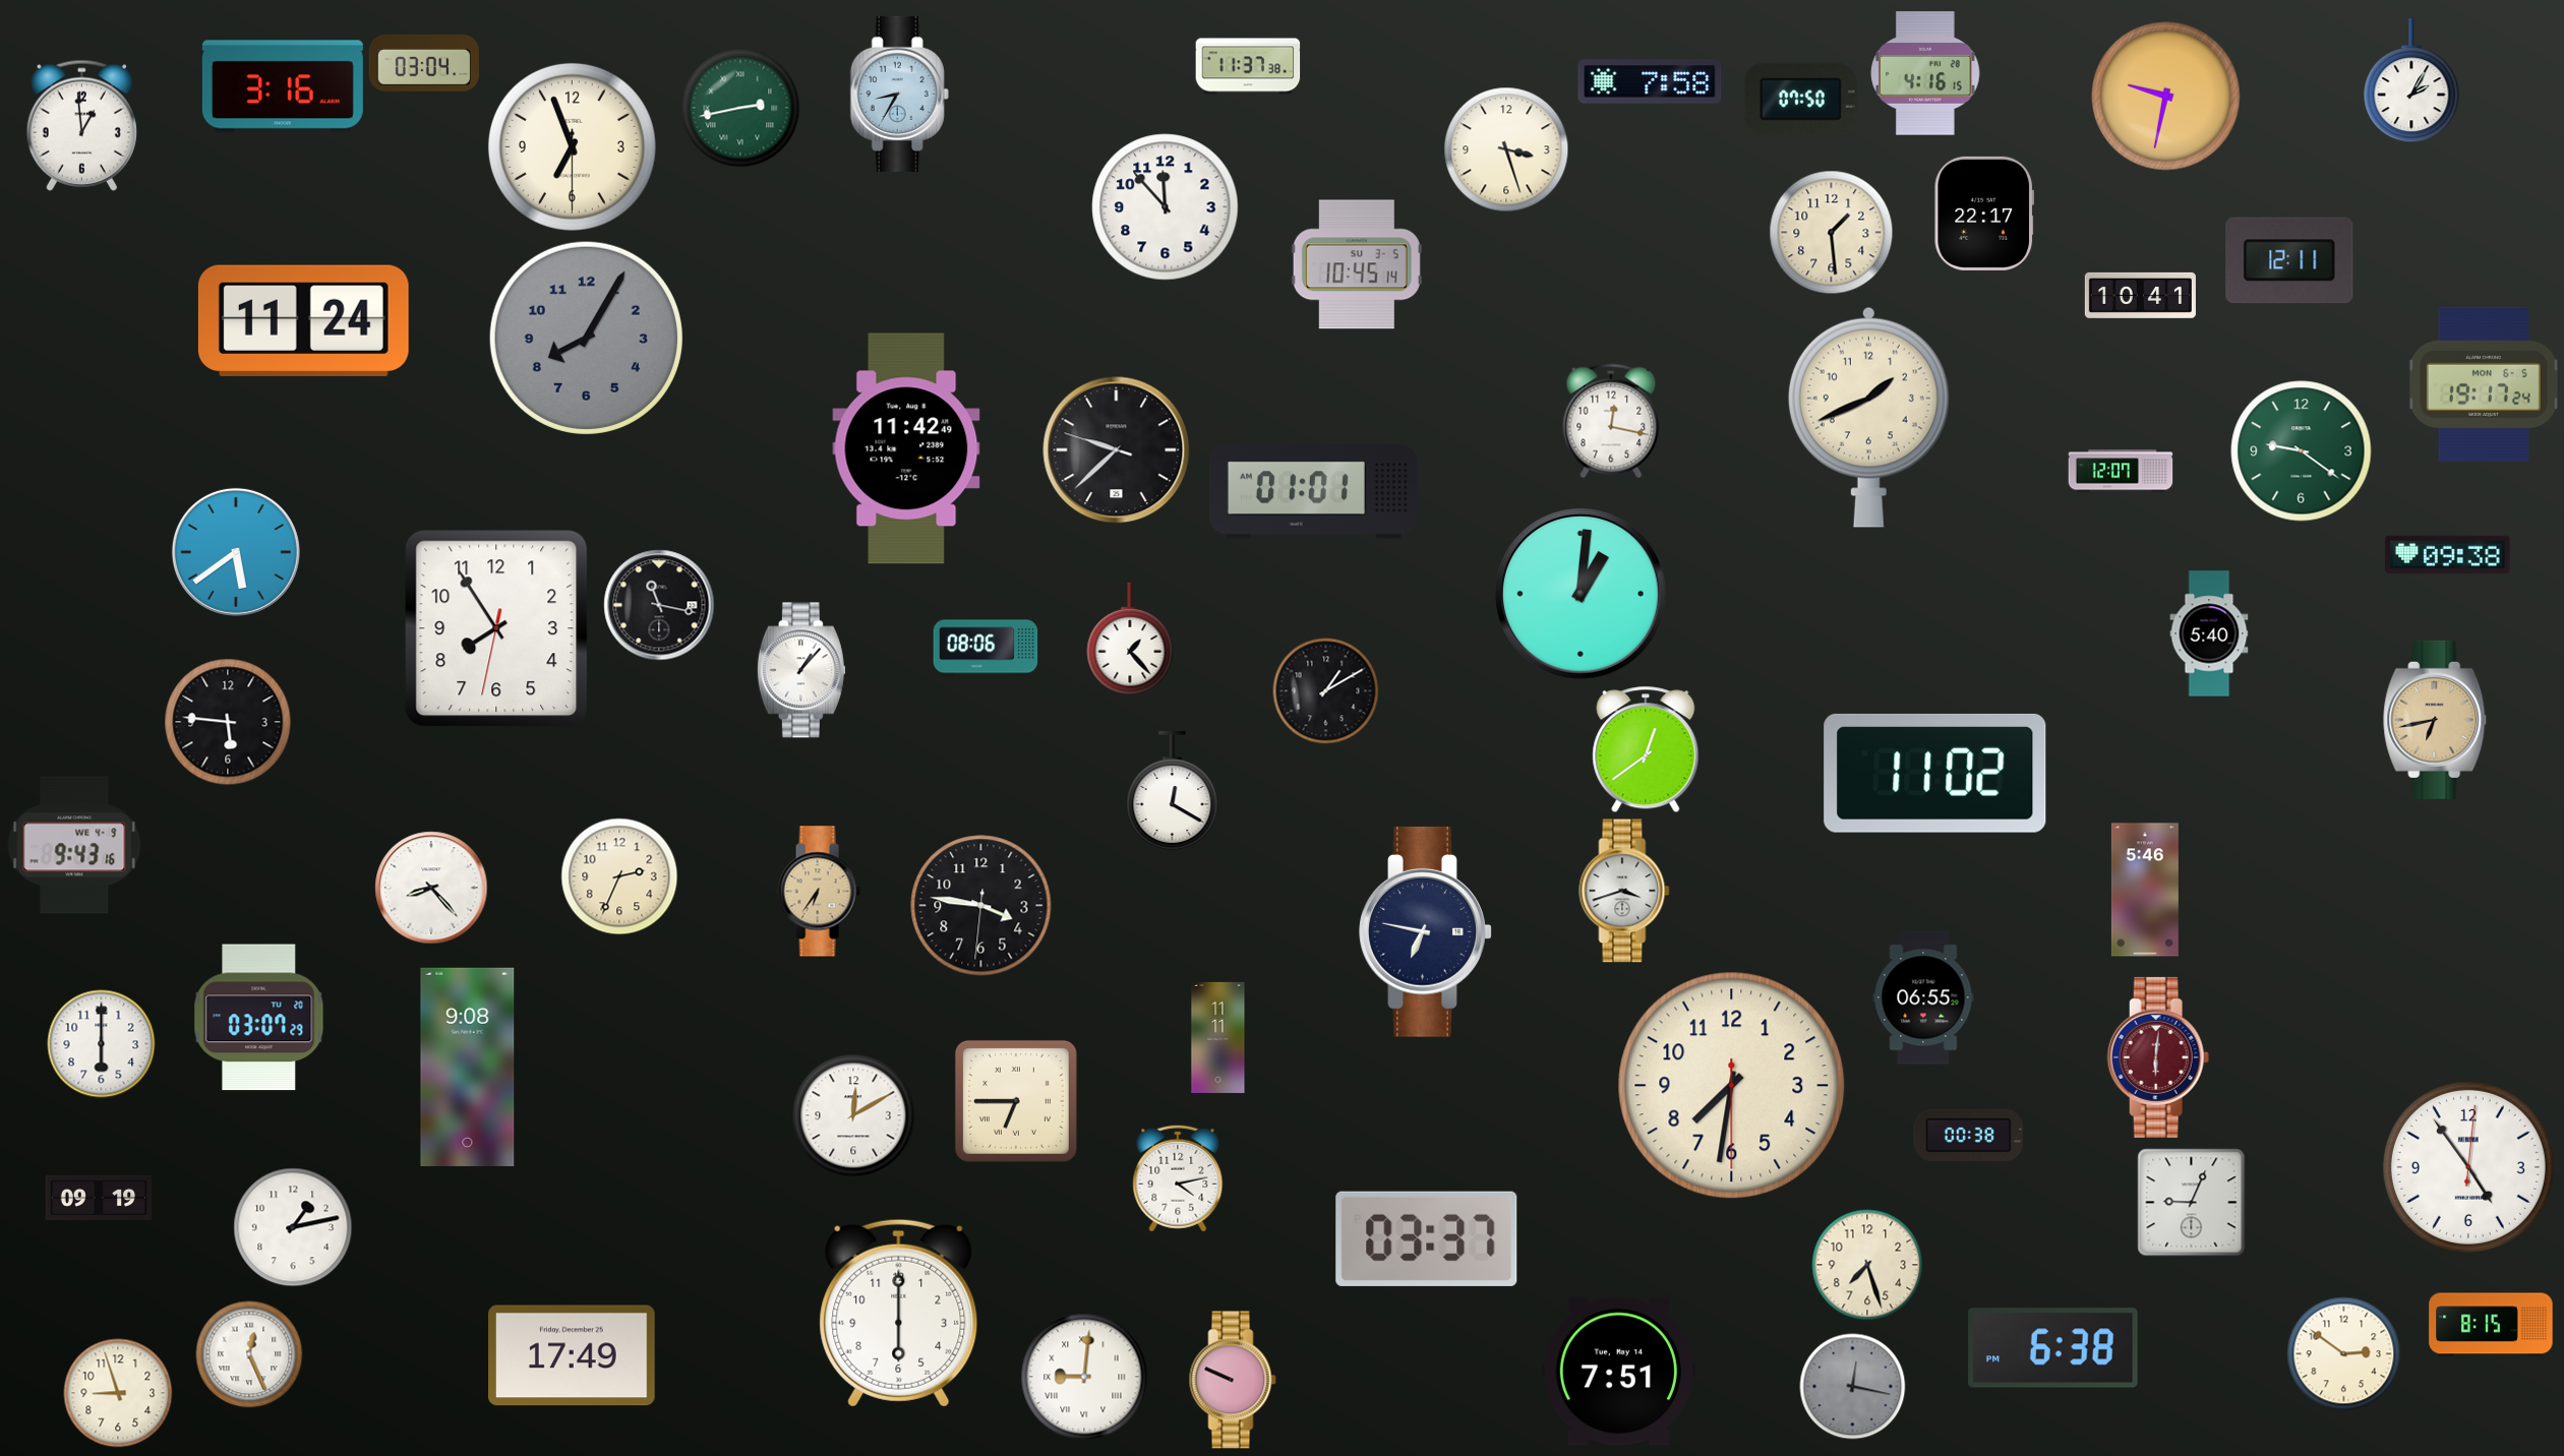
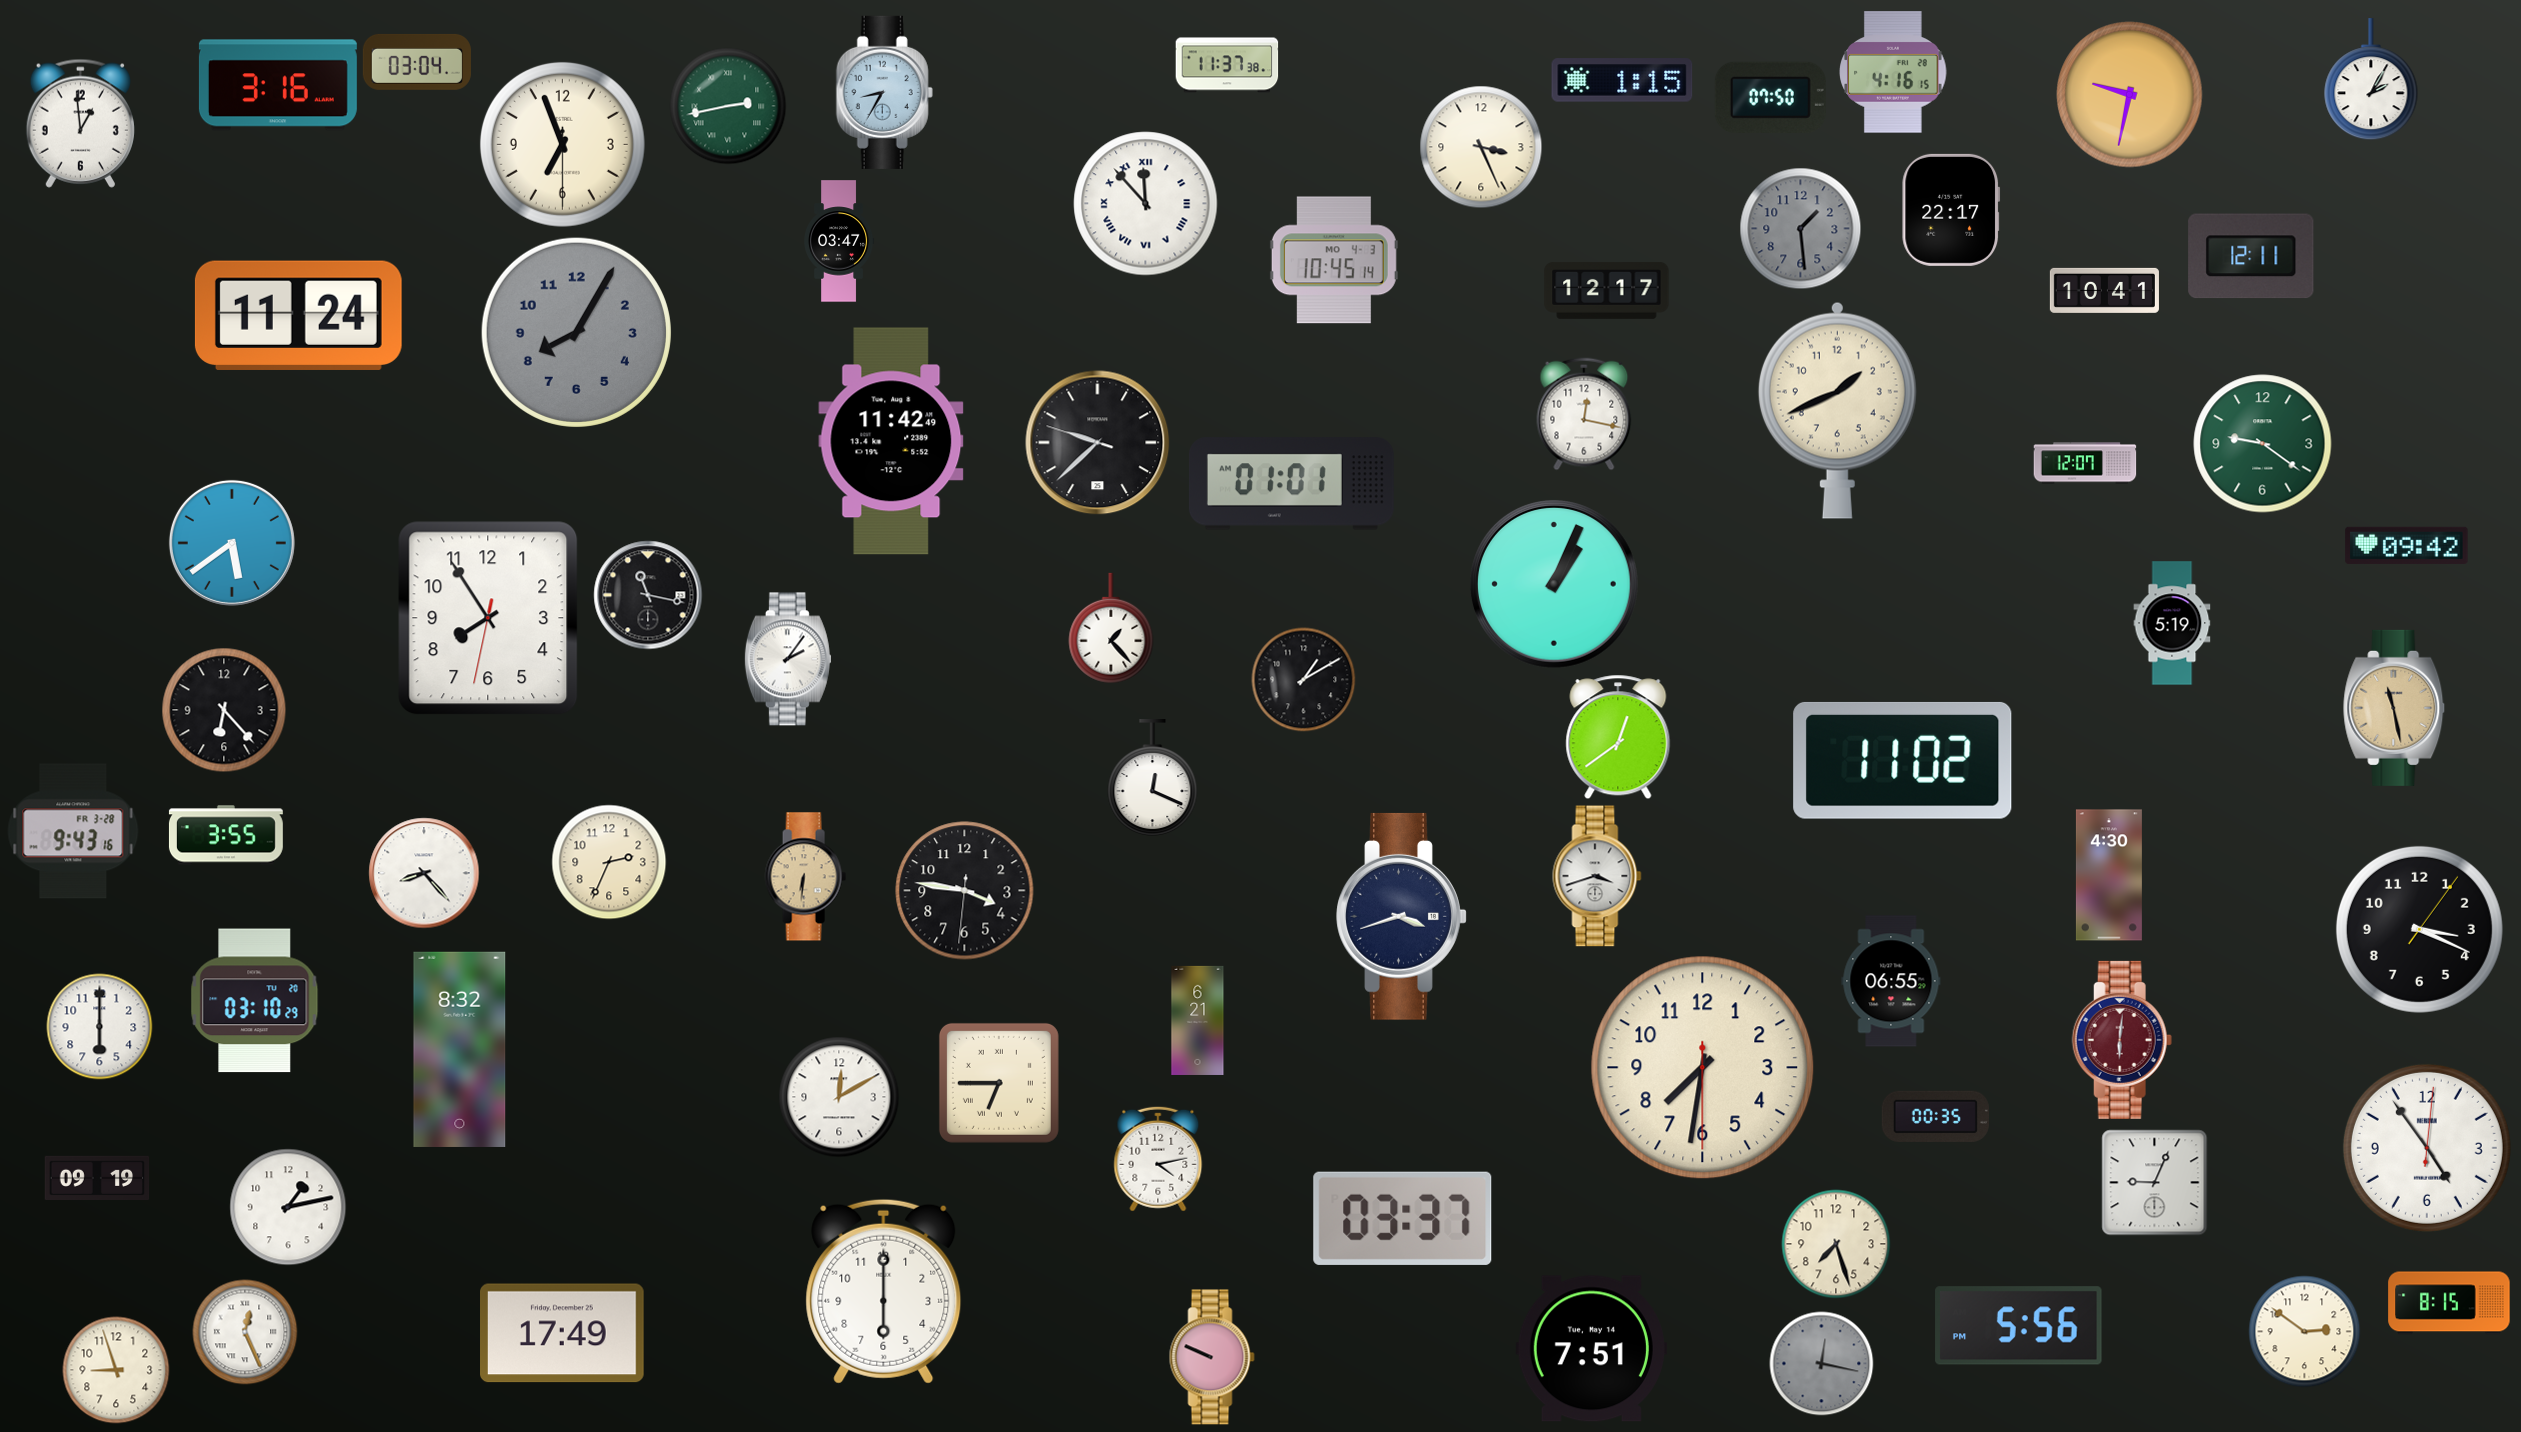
clock at (1650, 81): 7:58 -> 1:15
clock at (1506, 149): 3:27 -> 3:26
clock at (1166, 207) numerals: Arabic -> Roman
clock at (1832, 233) dial: cream -> grey
clock at (840, 241): none -> 03:47
clock at (1357, 264) date: SU 3-5 -> MO 4-3
clock at (1607, 291): none -> 12:17
clock at (2484, 384): 19:17 -> none
clock at (2448, 554): 09:38 -> 09:42
clock at (1581, 594): 1:01 -> 1:04
clock at (2209, 633): 5:40 -> 5:19
clock at (986, 648): 08:06 -> none
clock at (801, 670): 1:07 -> 2:06
clock at (2436, 720): 6:43 -> 11:28
clock at (228, 722): 5:46 -> 6:23
clock at (1173, 792): 12:20 -> 12:19
clock at (74, 845) date: WE 4-9 -> FR 3-28
clock at (226, 835): none -> 3:55
clock at (2145, 890): 5:46 -> 4:30
clock at (819, 892): 6:36 -> 6:31
clock at (1426, 931): 6:47 -> 3:42
clock at (2419, 929): none -> 3:19
clock at (259, 1018): 03:07 -> 03:10
clock at (1218, 1037): 11:11 -> 6:21
clock at (468, 1067): 9:08 -> 8:32
clock at (1968, 1135): 00:38 -> 00:35
clock at (2053, 1348): 6:38 -> 5:56
clock at (1084, 1377): 9:01 -> none
